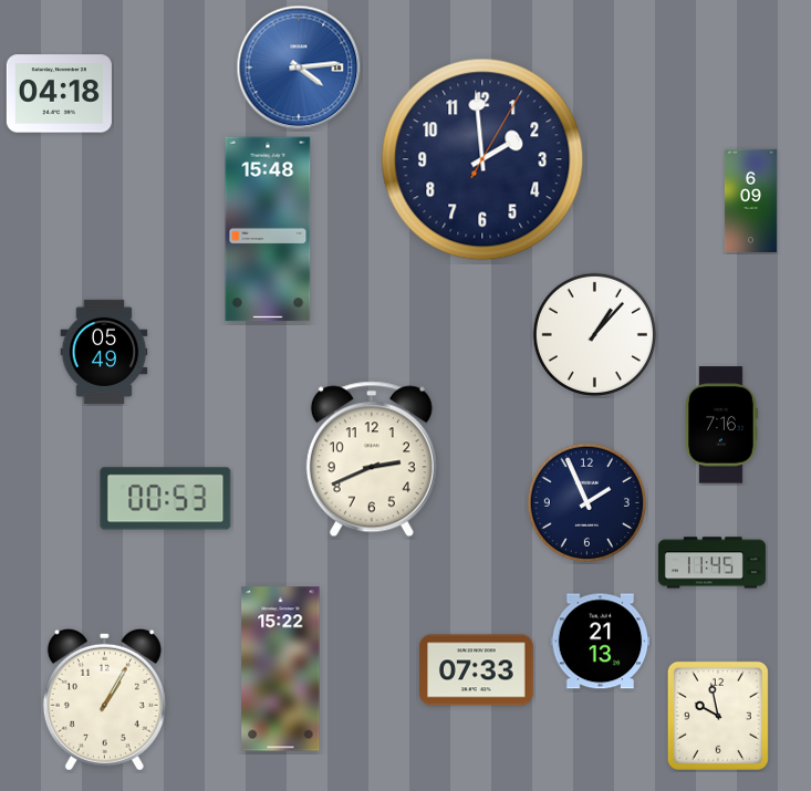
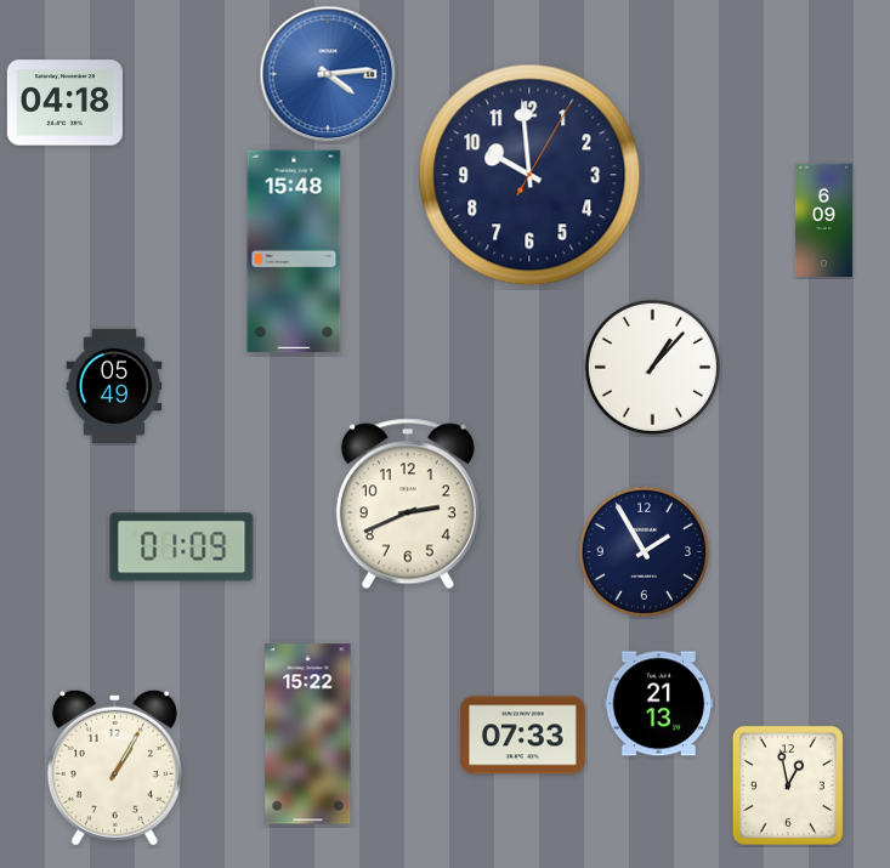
clock at (482, 159): 1:59 -> 9:59
clock at (721, 425): 7:16 -> none
clock at (166, 499): 00:53 -> 01:09
clock at (586, 502): 1:56 -> 1:55
clock at (711, 563): 11:45 -> none
clock at (718, 716): 9:58 -> 12:58
